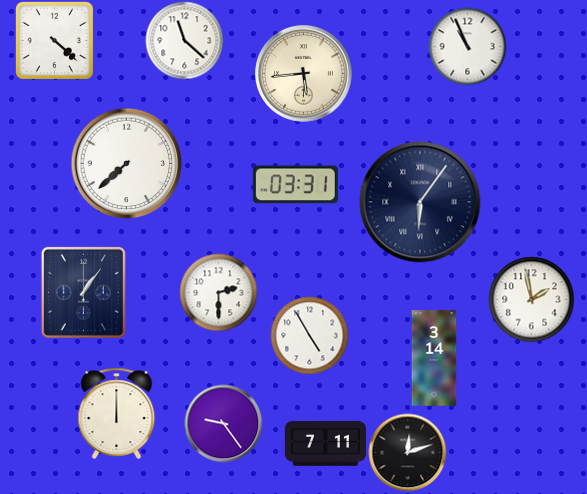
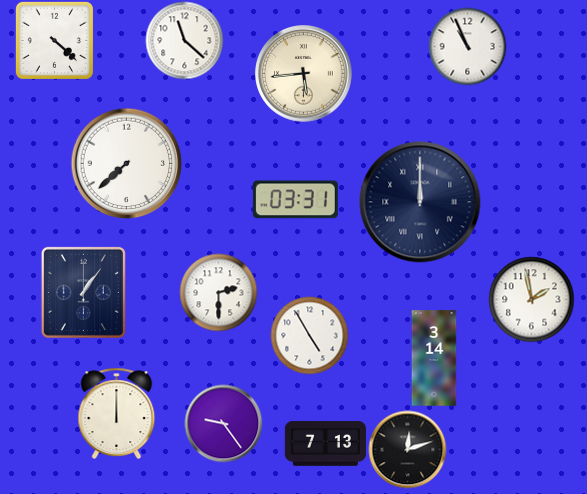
clock at (295, 185) position: (295, 185) -> (295, 200)
clock at (420, 202): 6:06 -> 12:00
clock at (325, 444): 7:11 -> 7:13
clock at (407, 452) position: (407, 452) -> (407, 449)
